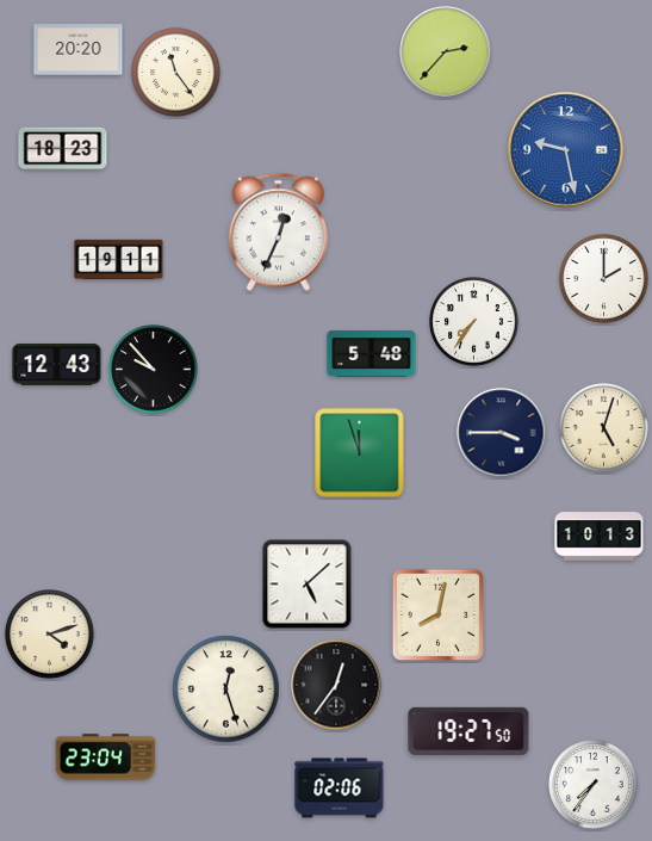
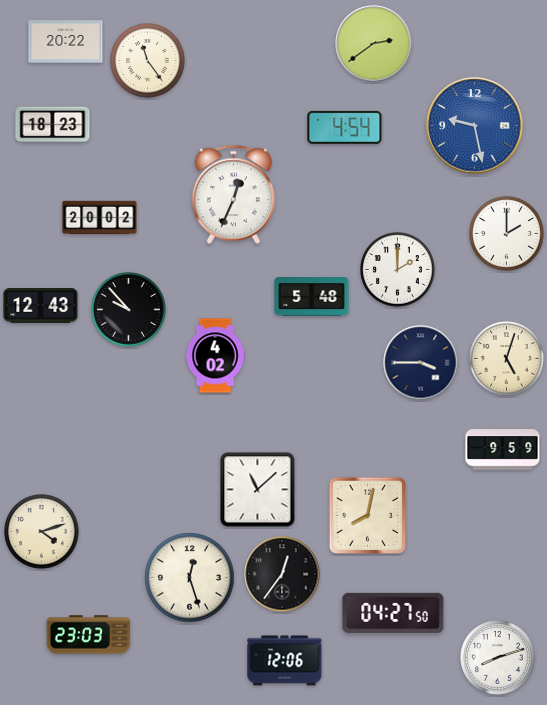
clock at (79, 50): 20:20 -> 20:22
clock at (446, 52): 2:37 -> 2:39
clock at (345, 127): none -> 4:54
clock at (119, 260): 19:11 -> 20:02
clock at (474, 322): 7:36 -> 2:00
clock at (57, 365) position: (57, 365) -> (41, 306)
clock at (215, 356): none -> 4:02
clock at (360, 453): 11:57 -> none
clock at (600, 537): 10:13 -> 9:59
clock at (308, 585): 5:08 -> 11:08
clock at (468, 731): 19:27 -> 04:27
clock at (106, 757): 23:04 -> 23:03
clock at (594, 785): 7:36 -> 8:12
clock at (340, 789): 02:06 -> 12:06
